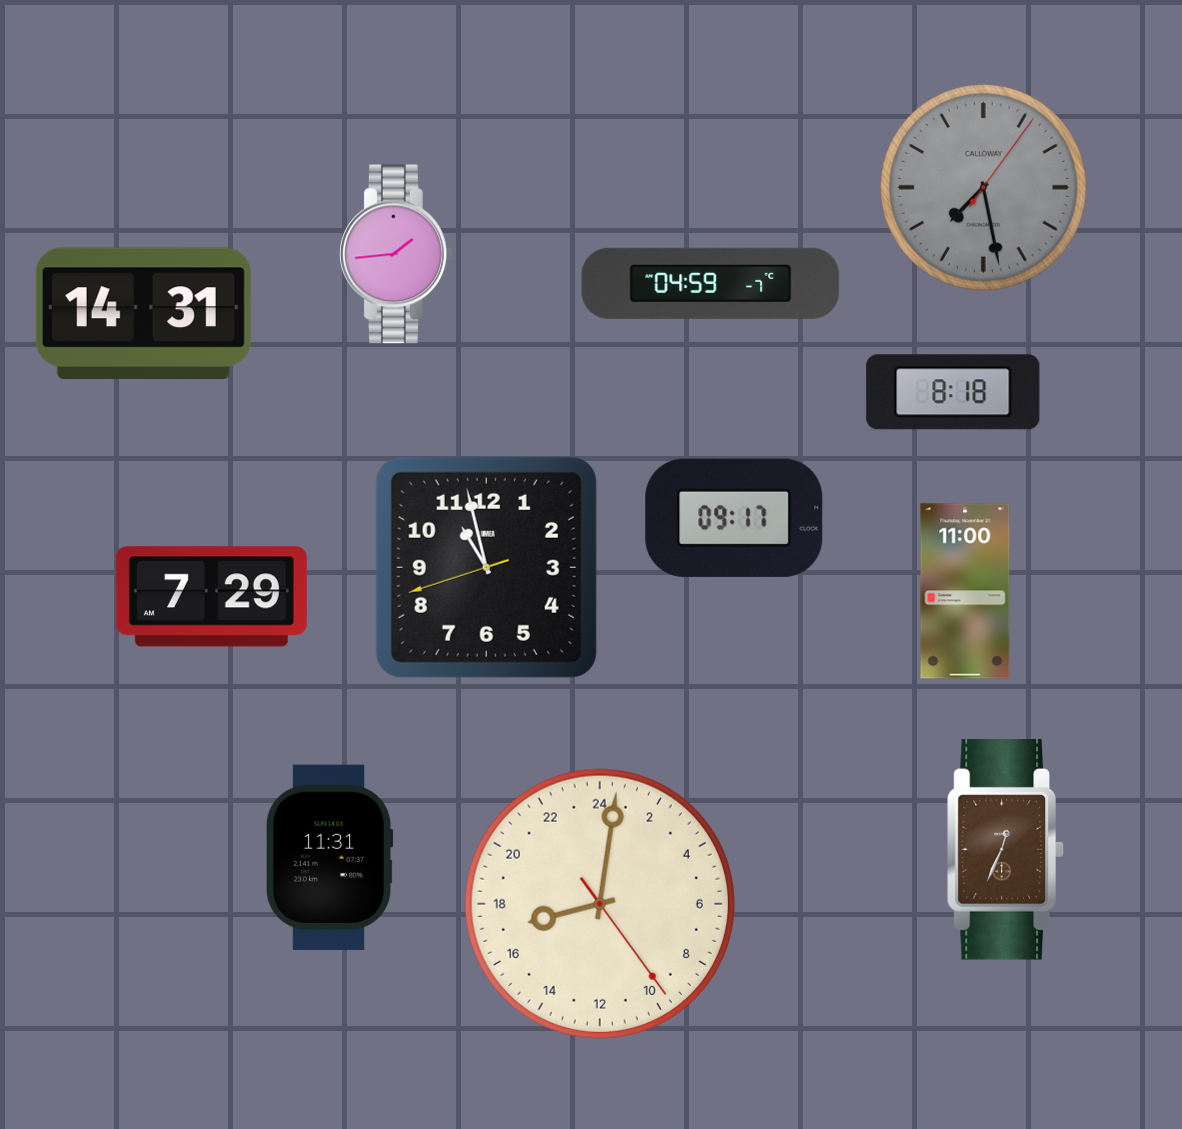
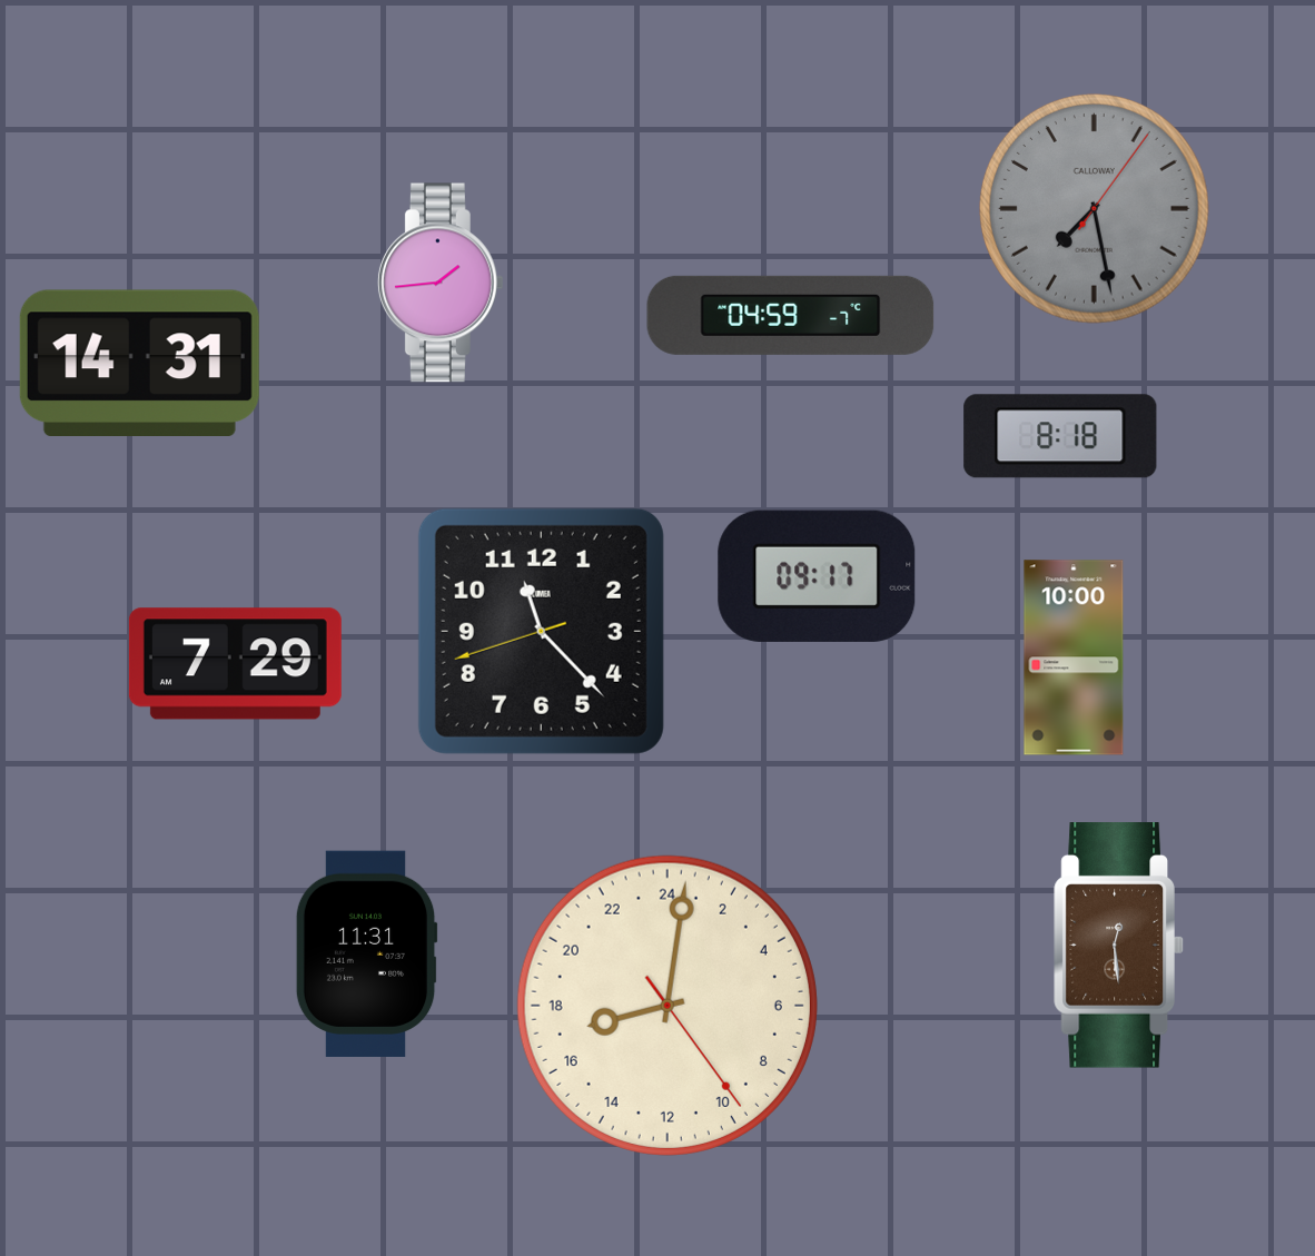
clock at (143, 313) position: (143, 313) -> (139, 363)
clock at (486, 567): 10:57 -> 11:22
clock at (965, 591): 11:00 -> 10:00
clock at (1005, 850): 12:34 -> 12:29
